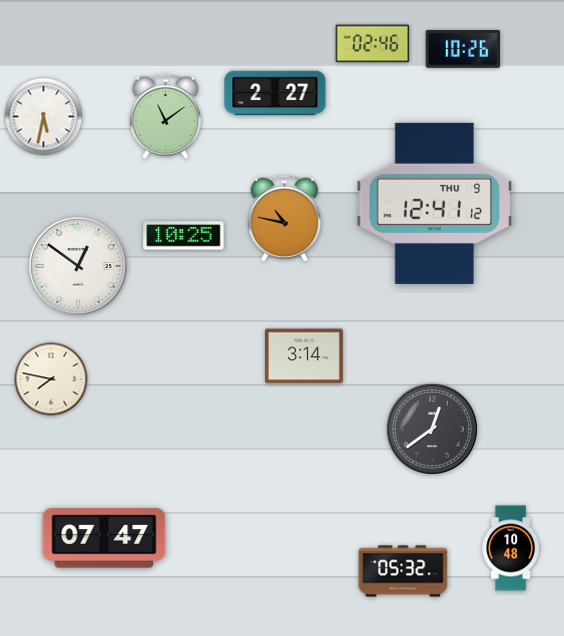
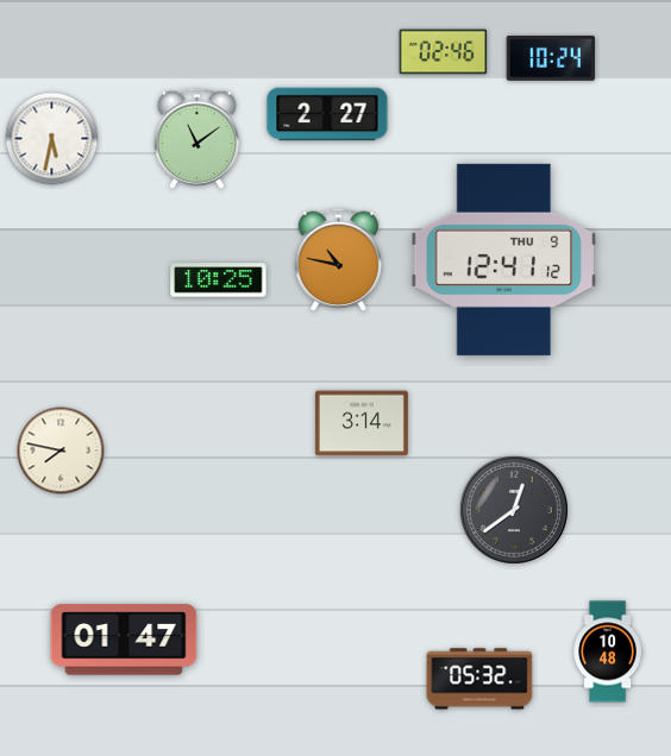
clock at (462, 49): 10:26 -> 10:24
clock at (275, 93) position: (275, 93) -> (327, 114)
clock at (435, 203) position: (435, 203) -> (504, 259)
clock at (79, 267): 12:51 -> none
clock at (104, 538): 07:47 -> 01:47
